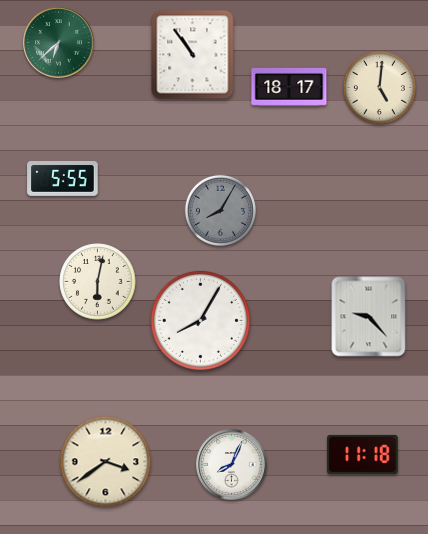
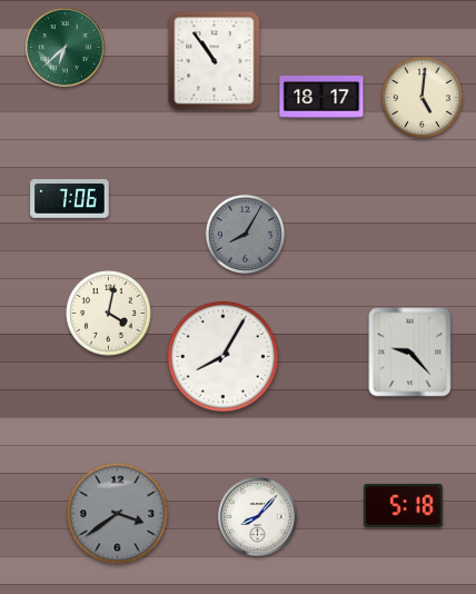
clock at (63, 179): 5:55 -> 7:06
clock at (98, 282): 6:02 -> 4:02
clock at (363, 454): 11:18 -> 5:18
clock at (106, 462) dial: cream -> grey
clock at (232, 465): 8:04 -> 8:07
